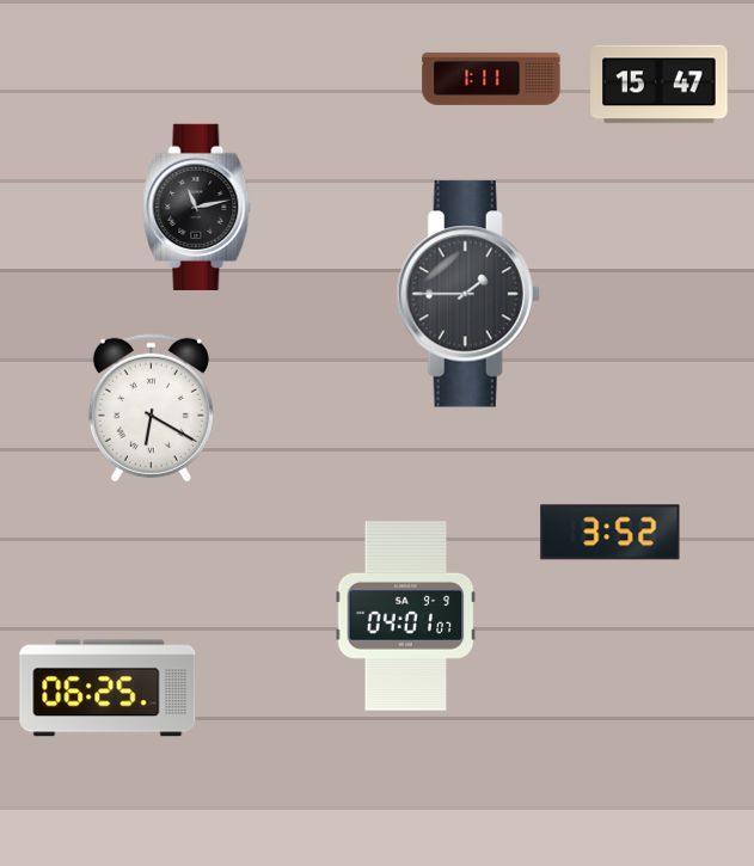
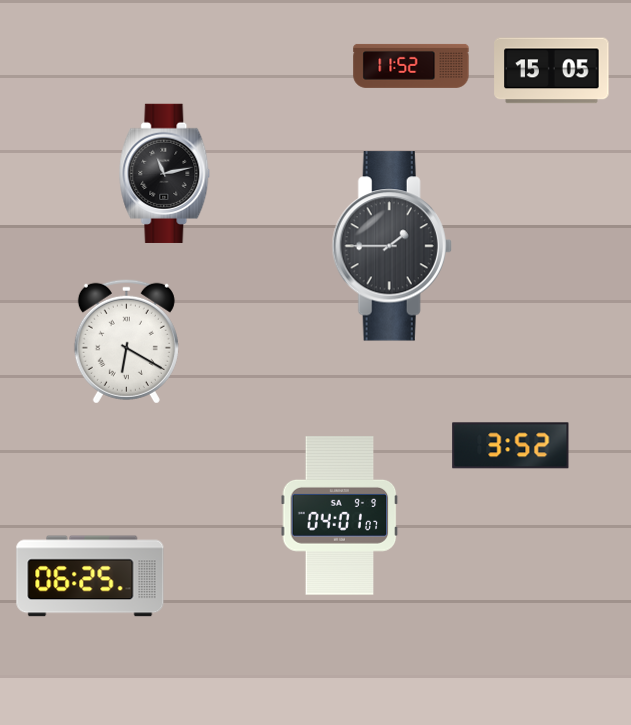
clock at (491, 79): 1:11 -> 11:52
clock at (660, 85): 15:47 -> 15:05
